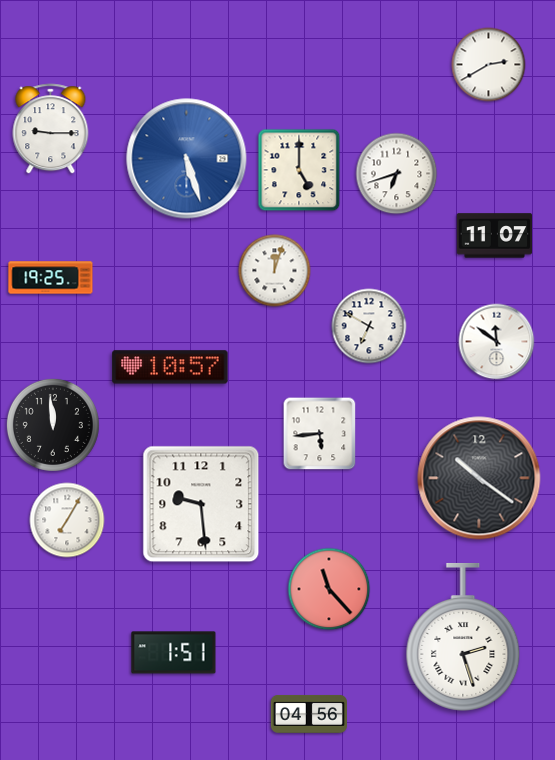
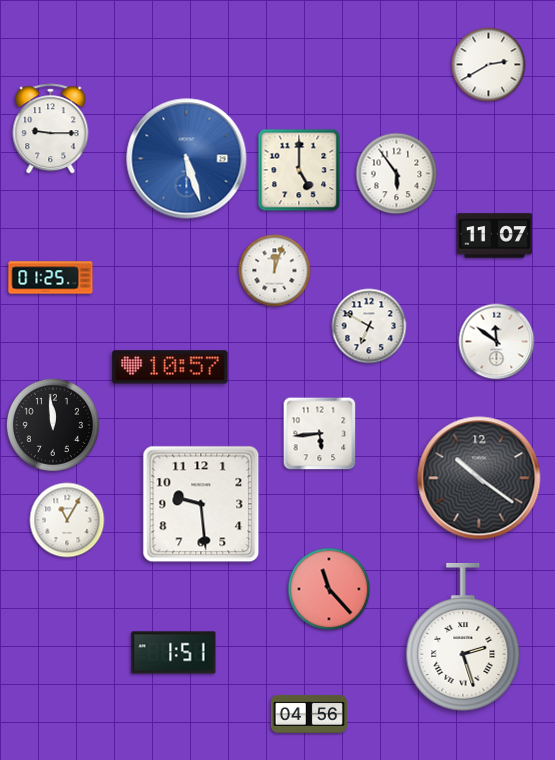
clock at (397, 174): 6:42 -> 5:54
clock at (51, 278): 19:25 -> 01:25
clock at (67, 520): 7:05 -> 11:05
